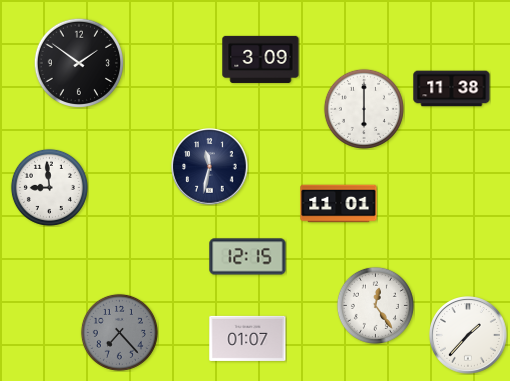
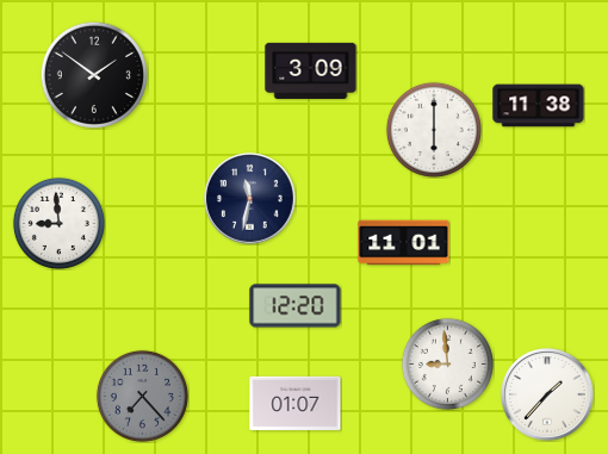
clock at (248, 257): 12:15 -> 12:20
clock at (375, 305): 12:24 -> 8:59
clock at (468, 335) position: (468, 335) -> (547, 394)
